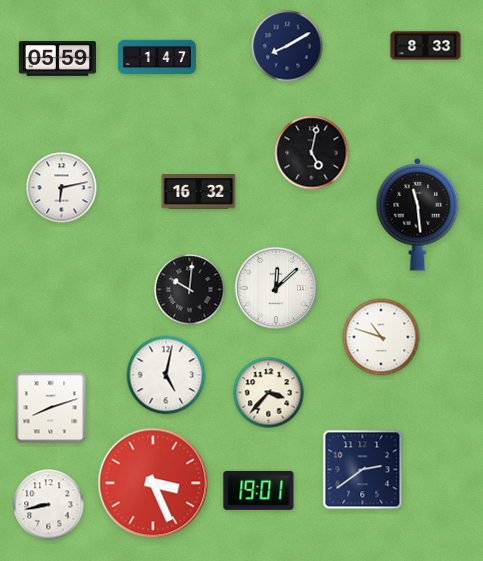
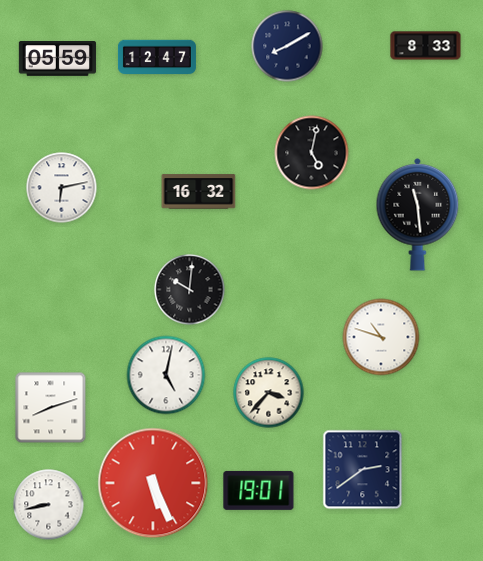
clock at (157, 57): 1:47 -> 12:47
clock at (276, 288): 12:08 -> none
clock at (153, 483): 3:26 -> 5:26
